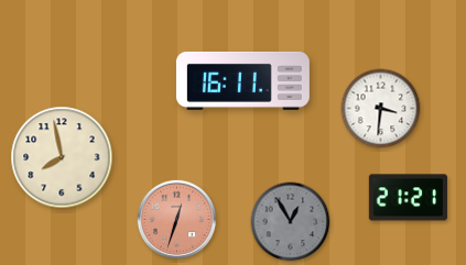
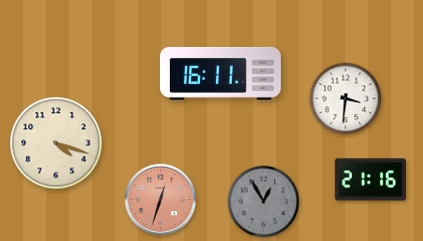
clock at (62, 157): 7:58 -> 4:18
clock at (408, 198): 21:21 -> 21:16
